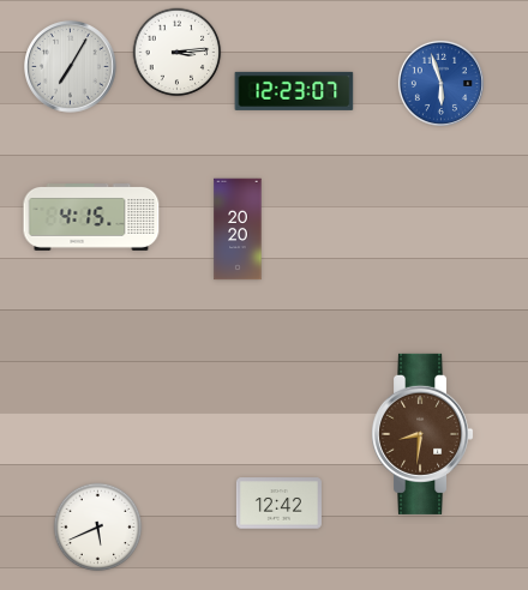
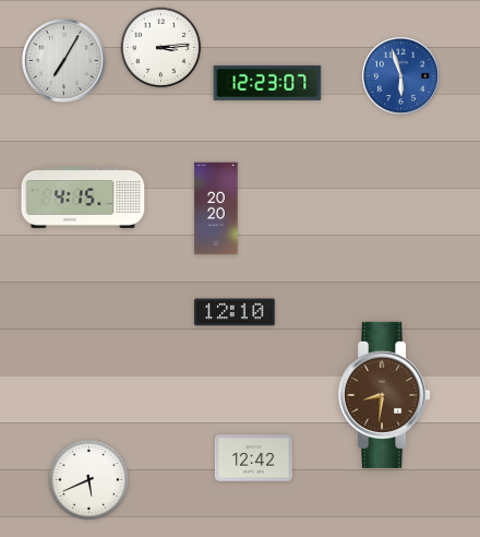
clock at (235, 312): none -> 12:10
